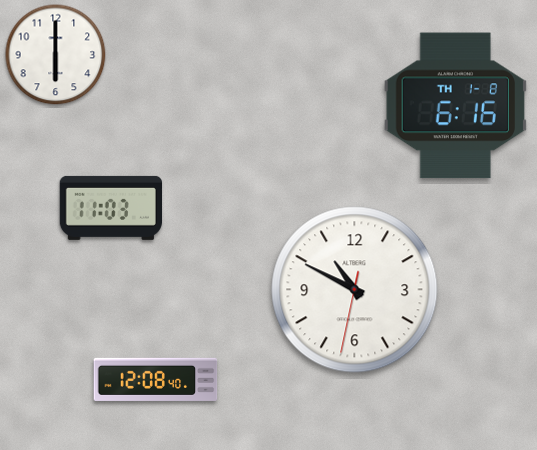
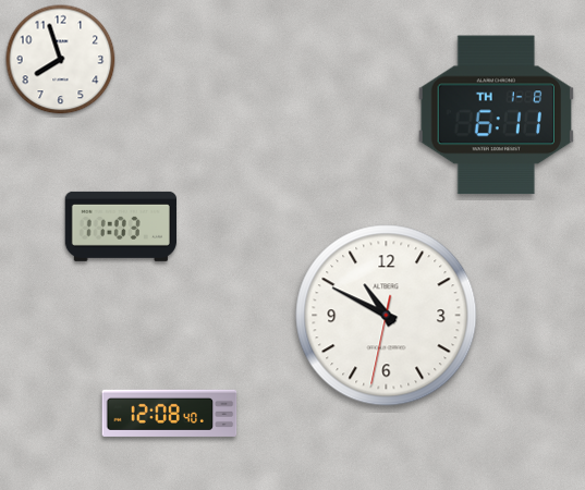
clock at (56, 55): 6:00 -> 7:57
clock at (455, 106): 6:16 -> 6:11
